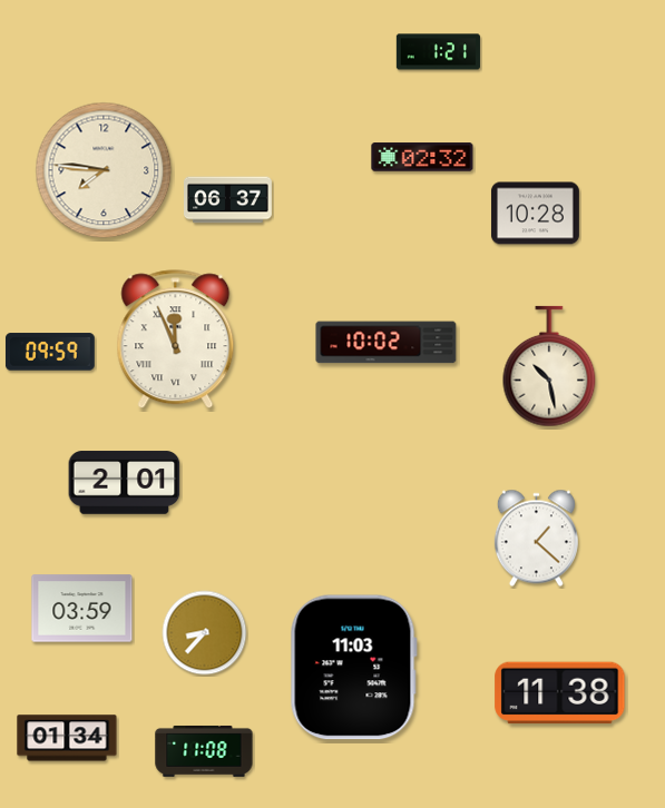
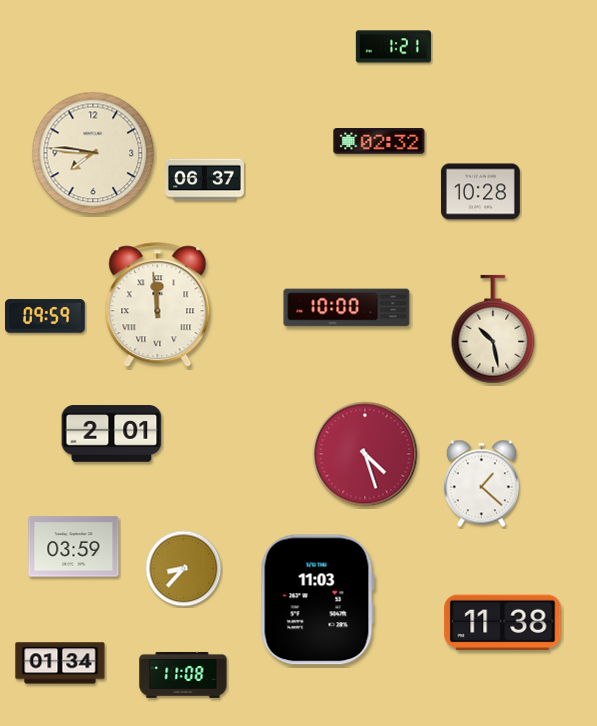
clock at (176, 339): 11:56 -> 11:59
clock at (387, 343): 10:02 -> 10:00
clock at (365, 454): none -> 4:27
